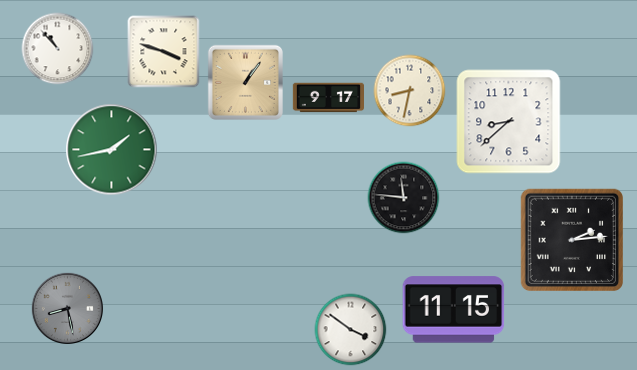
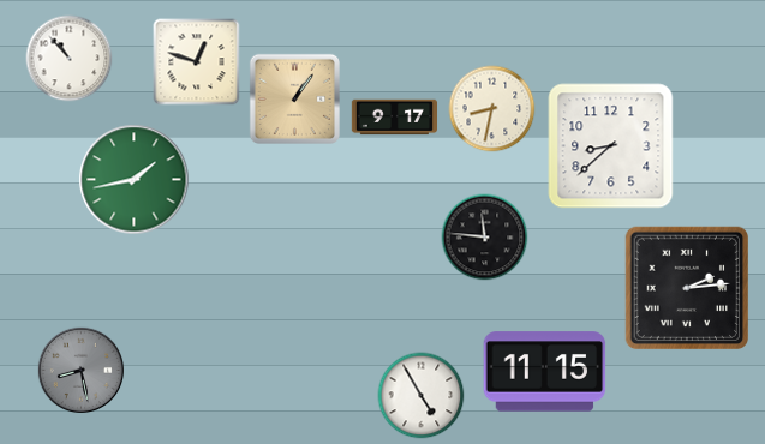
clock at (164, 52): 3:48 -> 12:48
clock at (351, 330): 3:51 -> 4:55
